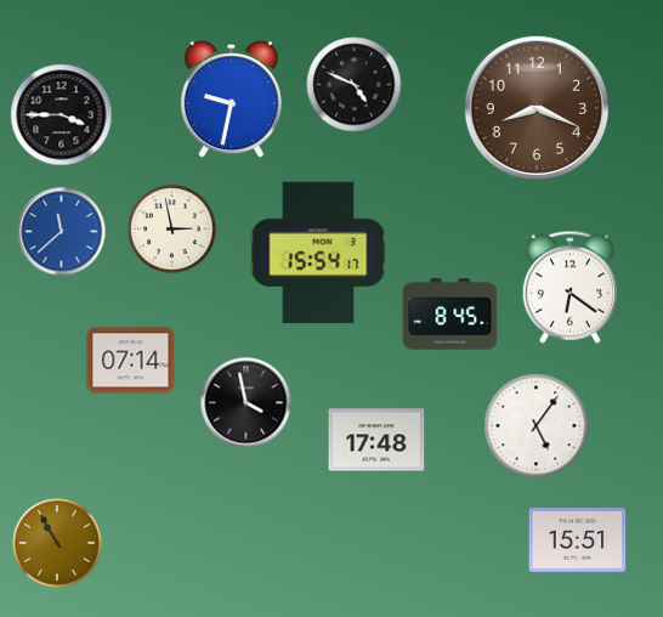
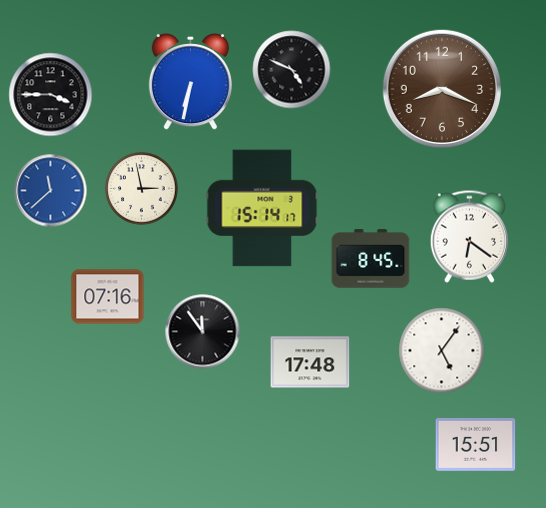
clock at (231, 100): 9:32 -> 6:32
clock at (318, 253): 15:54 -> 15:14
clock at (131, 361): 07:14 -> 07:16
clock at (246, 403): 3:58 -> 11:54
clock at (57, 543): 10:55 -> none
